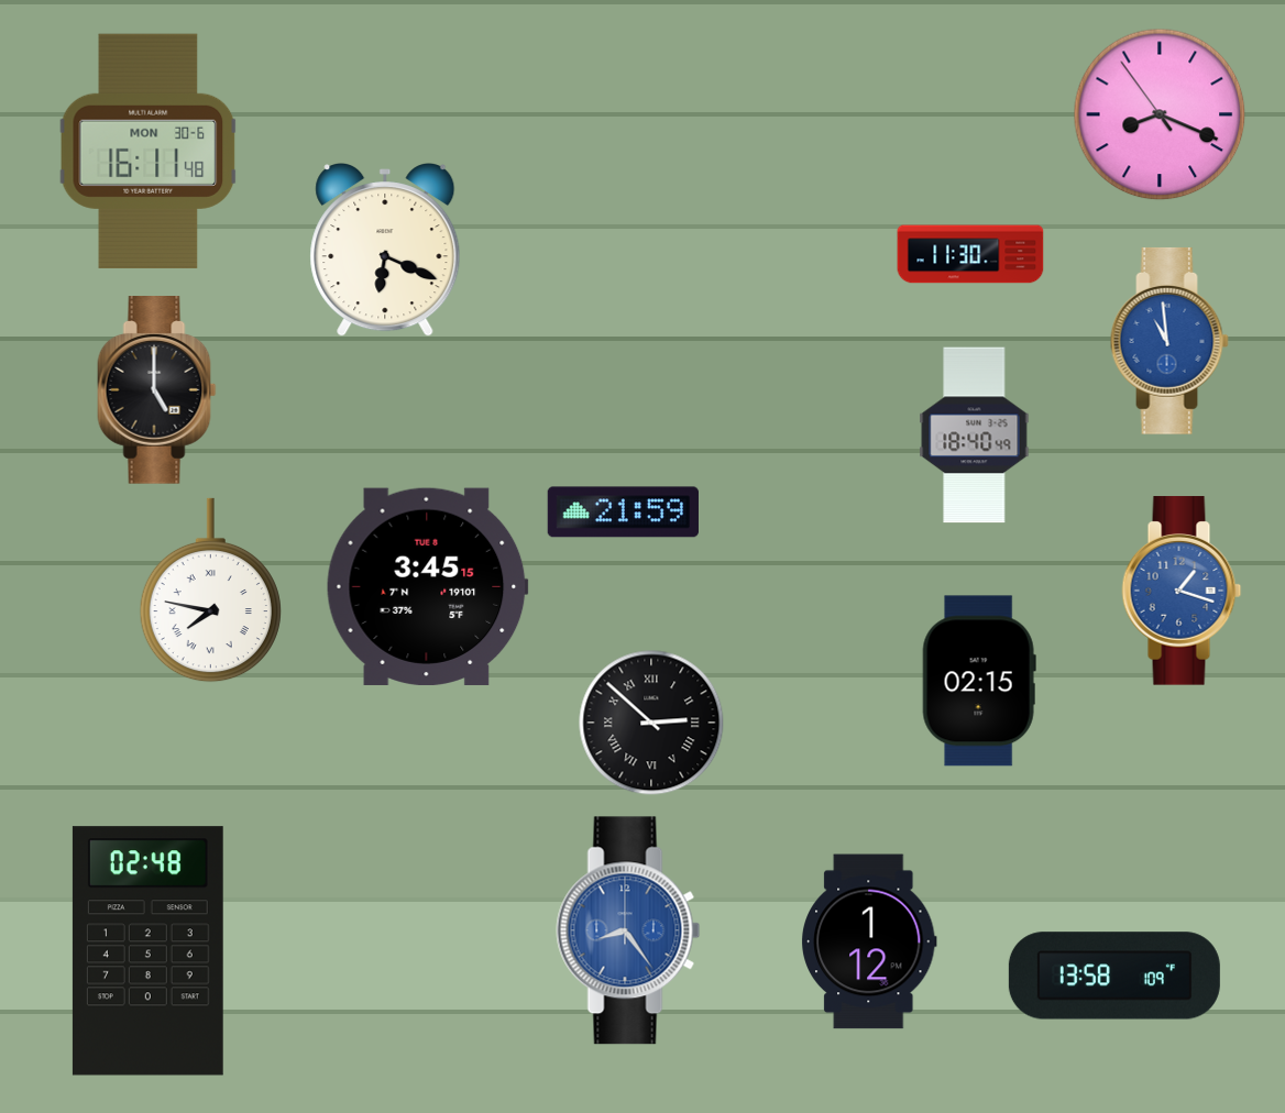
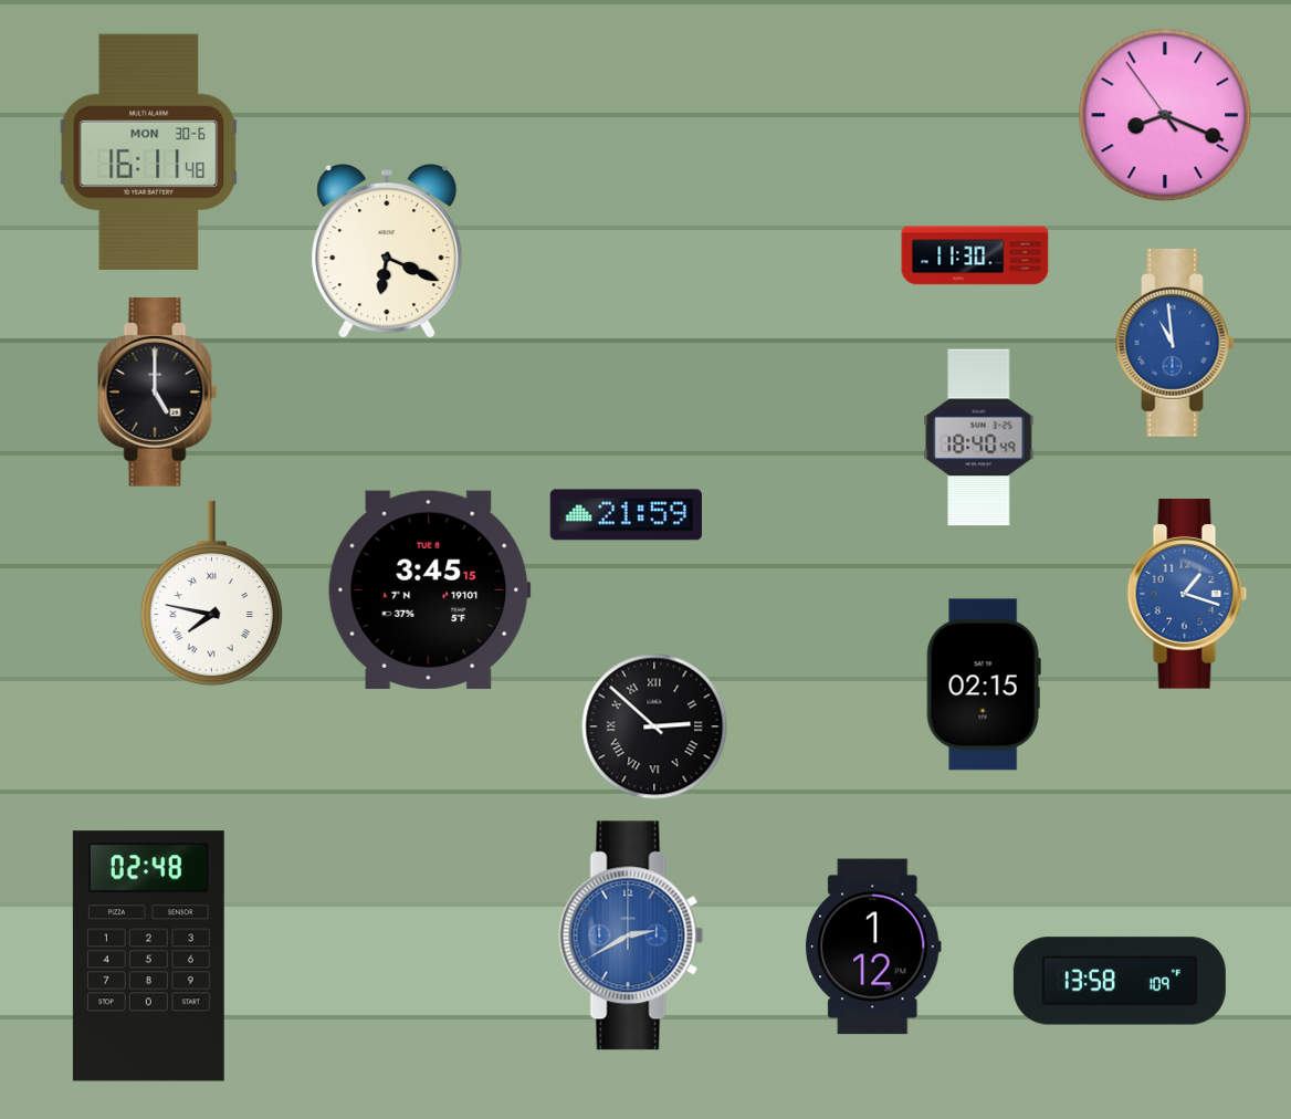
clock at (628, 930): 8:24 -> 2:40
